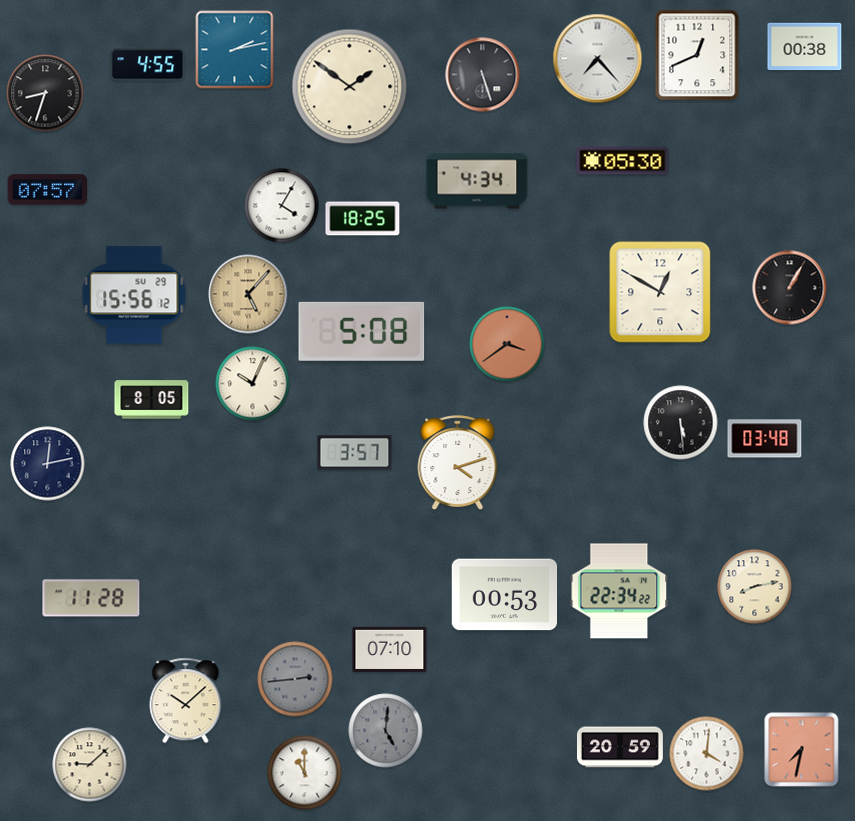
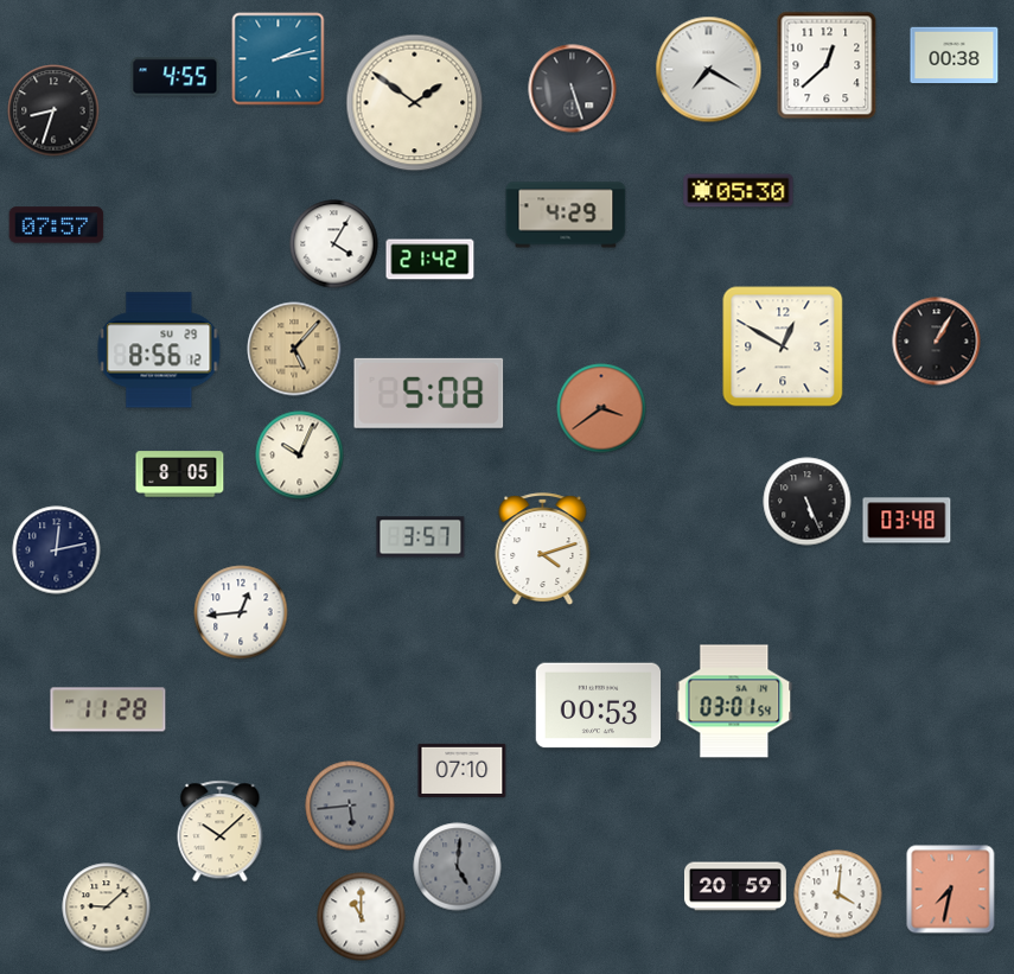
clock at (697, 55): 12:41 -> 12:38
clock at (598, 59): 7:23 -> 7:20
clock at (477, 181): 4:34 -> 4:29
clock at (363, 219): 18:25 -> 21:42
clock at (134, 295): 15:56 -> 8:56
clock at (681, 423): 5:29 -> 5:26
clock at (241, 612): none -> 12:44
clock at (755, 587): 8:13 -> none
clock at (619, 591): 22:34 -> 03:01
clock at (295, 679): 2:44 -> 5:44
